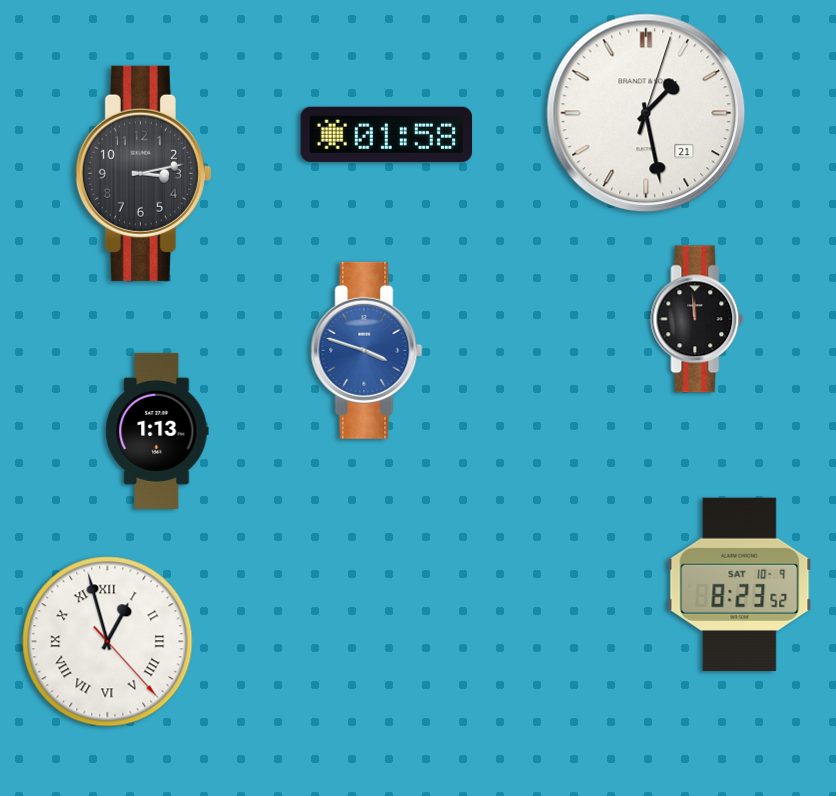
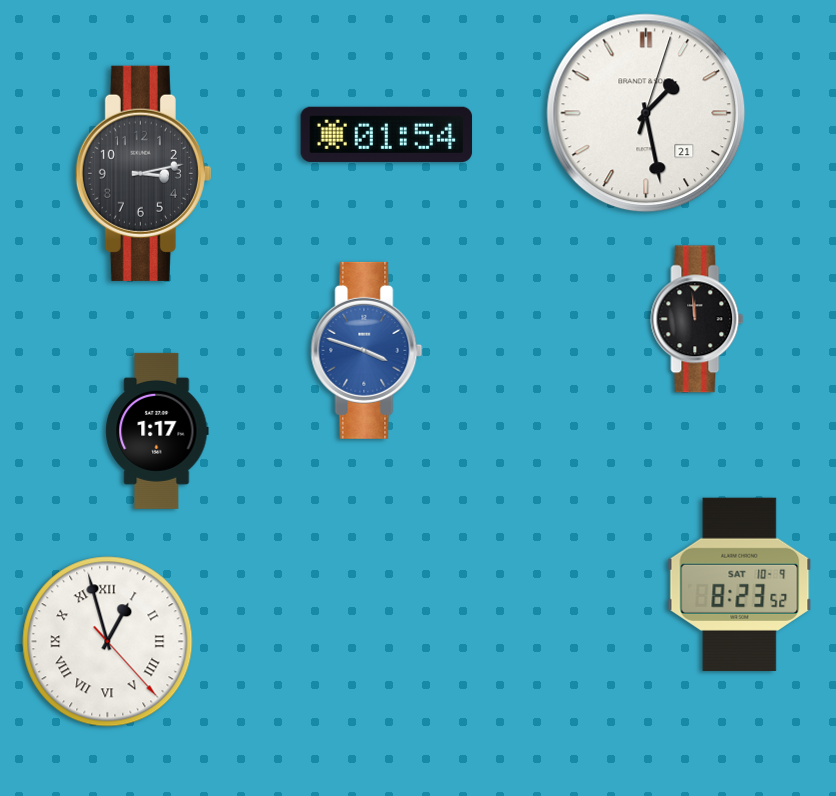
clock at (387, 134): 01:58 -> 01:54
clock at (157, 431): 1:13 -> 1:17
